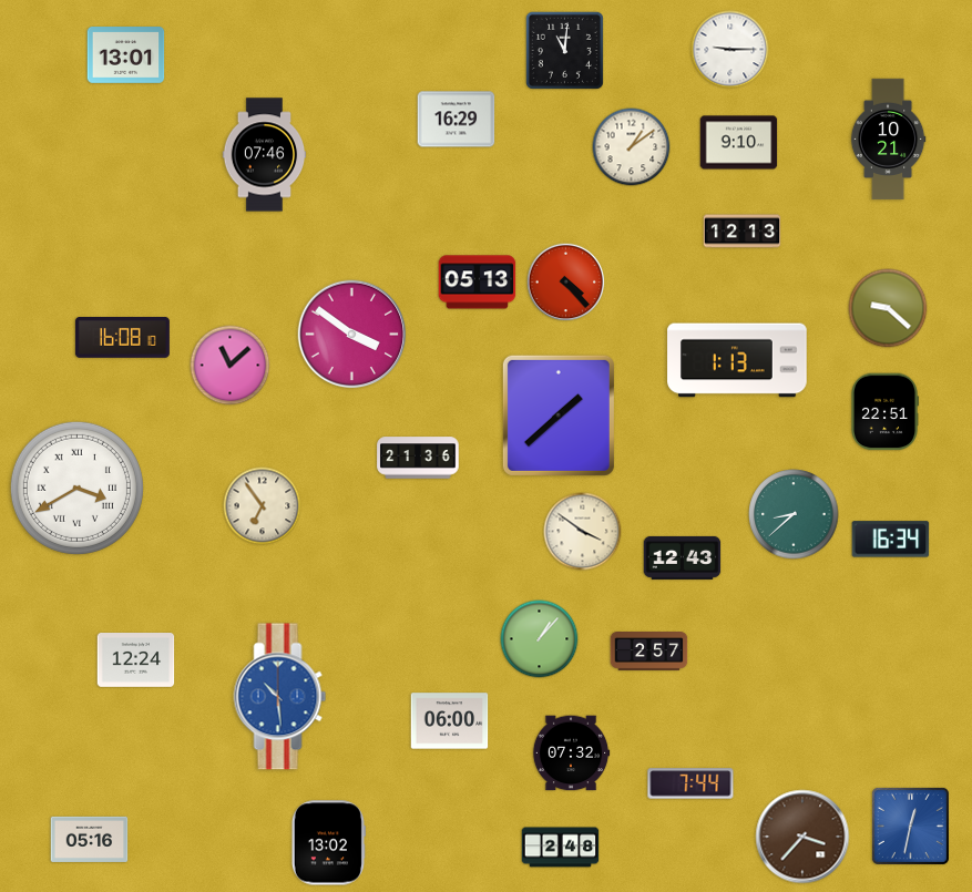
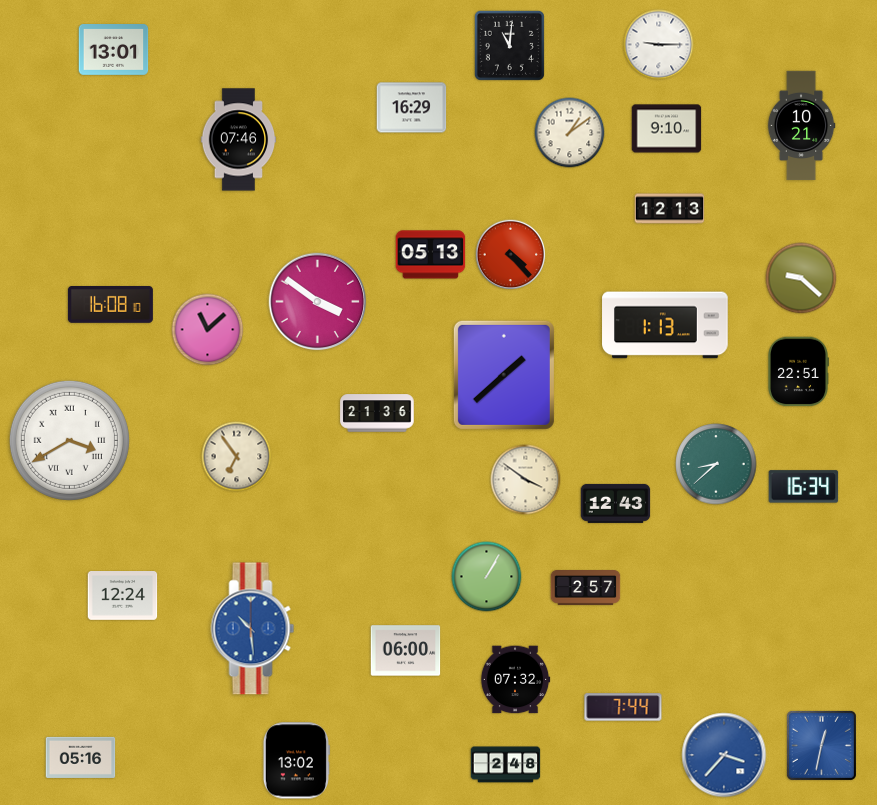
clock at (540, 639): 1:07 -> 1:05
clock at (802, 837) dial: brown -> blue
